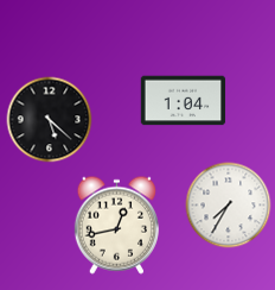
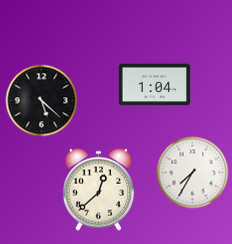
clock at (116, 225): 12:43 -> 12:38
